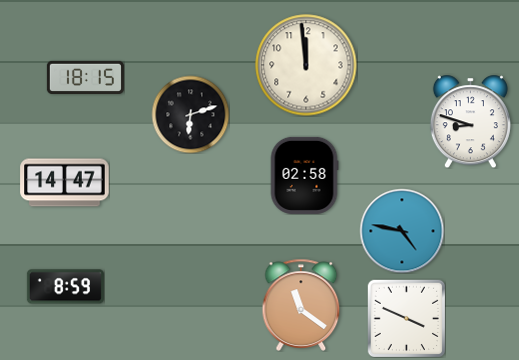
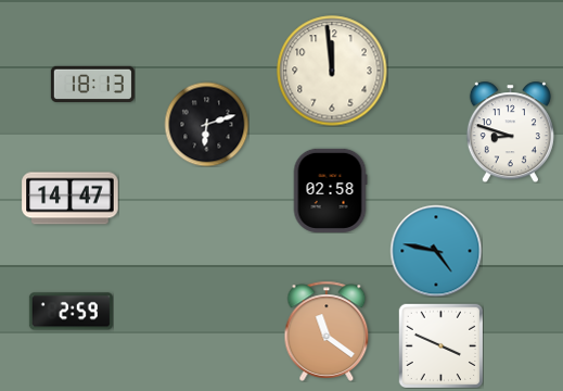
clock at (85, 77): 18:15 -> 18:13
clock at (65, 287): 8:59 -> 2:59
